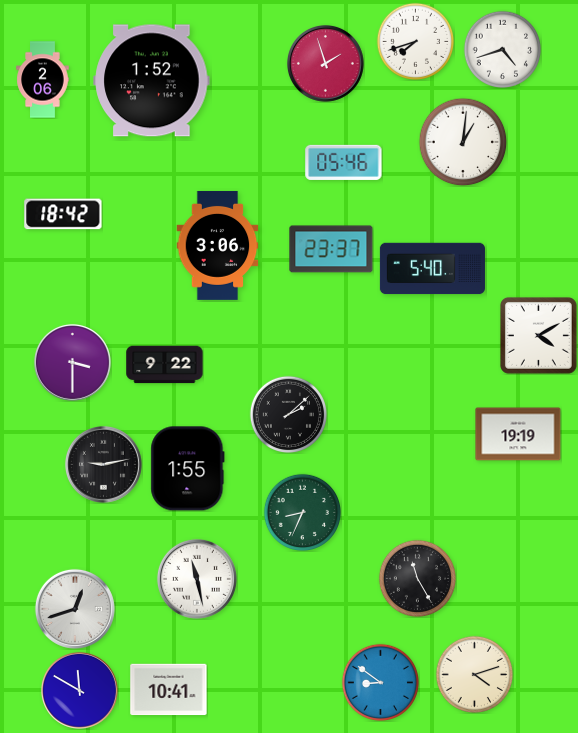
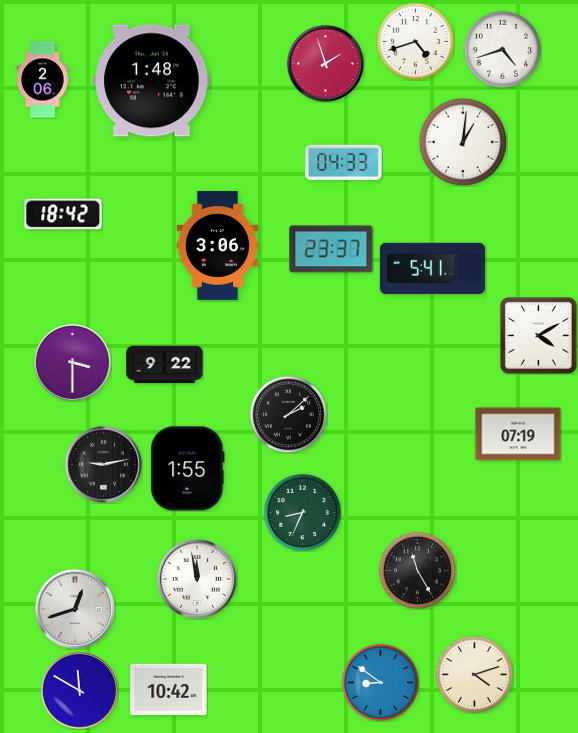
clock at (415, 41): 7:42 -> 4:42
clock at (152, 81): 1:52 -> 1:48
clock at (344, 162): 05:46 -> 04:33
clock at (432, 269): 5:40 -> 5:41
clock at (518, 434): 19:19 -> 07:19
clock at (417, 578) position: (417, 578) -> (417, 570)
clock at (197, 579): 11:28 -> 11:58
clock at (169, 690): 10:41 -> 10:42
